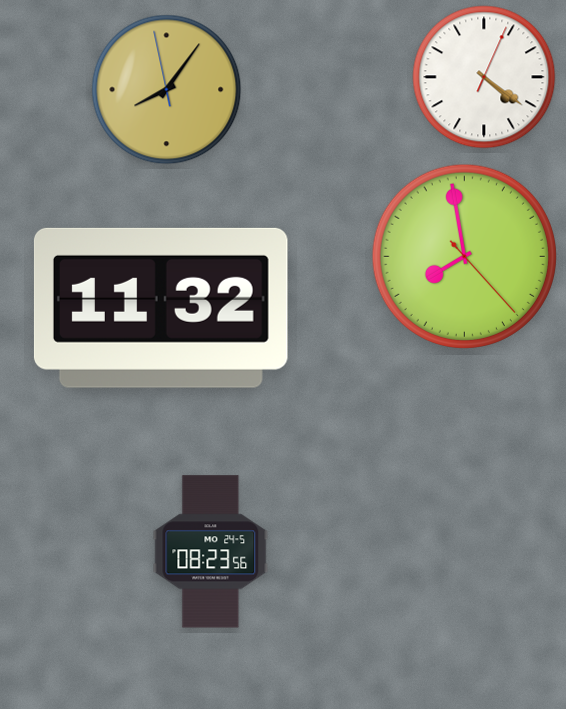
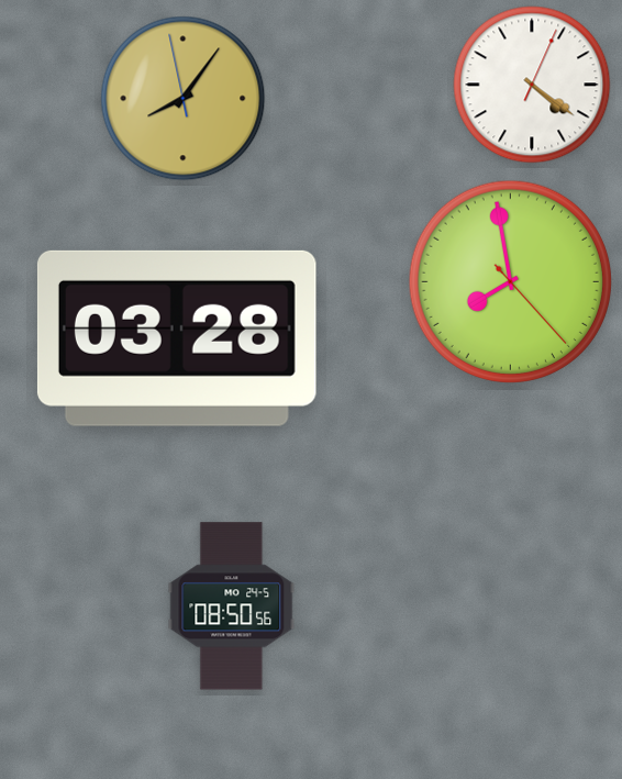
clock at (161, 308): 11:32 -> 03:28
clock at (211, 552): 08:23 -> 08:50
